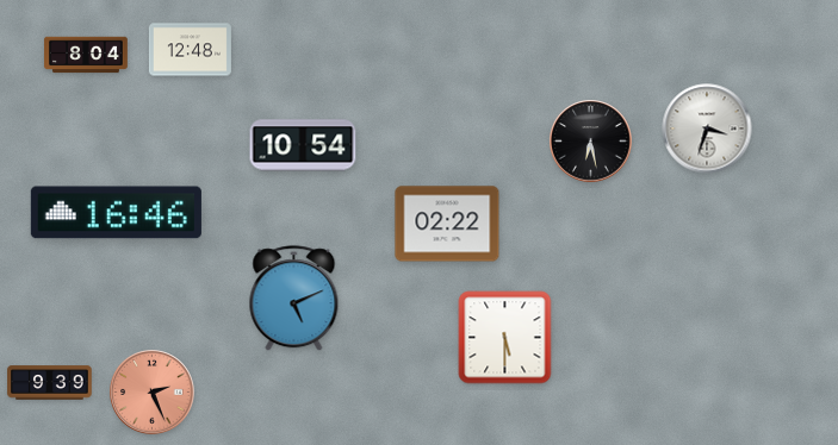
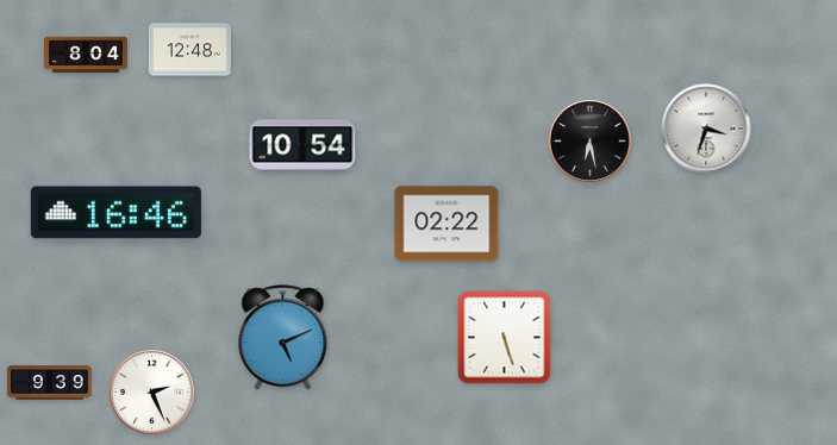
clock at (294, 299) position: (294, 299) -> (283, 338)
clock at (505, 338): 5:30 -> 5:27
clock at (153, 393) dial: salmon -> white
